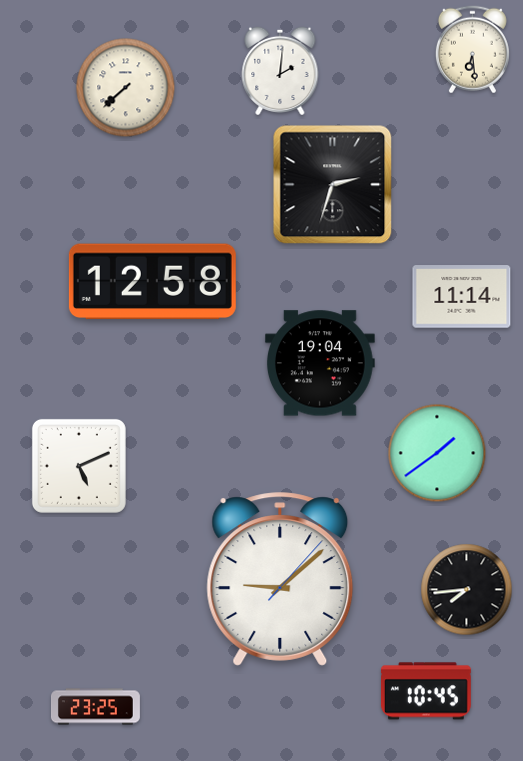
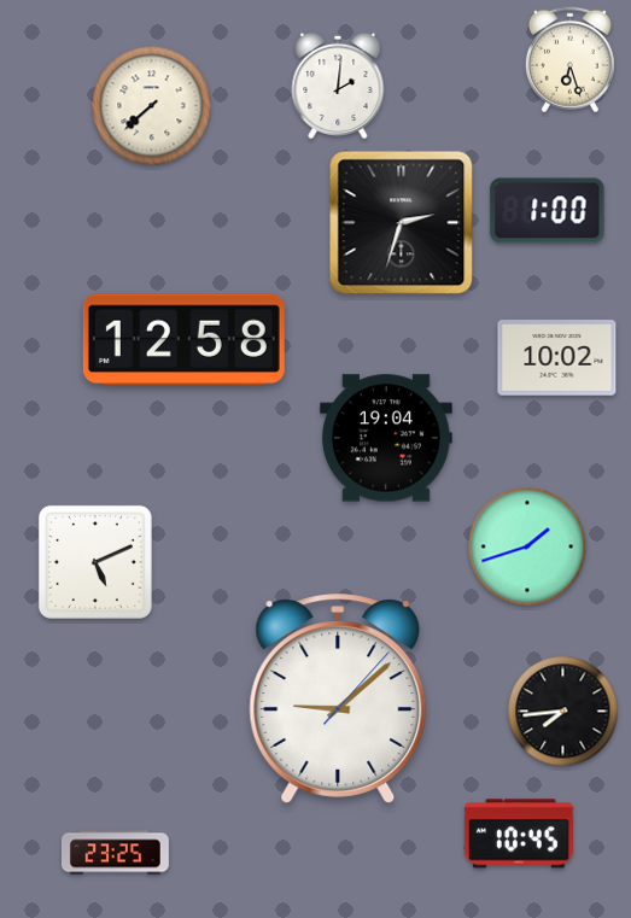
clock at (472, 50): 6:29 -> 6:27
clock at (548, 211): none -> 1:00
clock at (462, 297): 11:14 -> 10:02
clock at (437, 453): 1:39 -> 1:42
clock at (426, 691) position: (426, 691) -> (519, 834)
